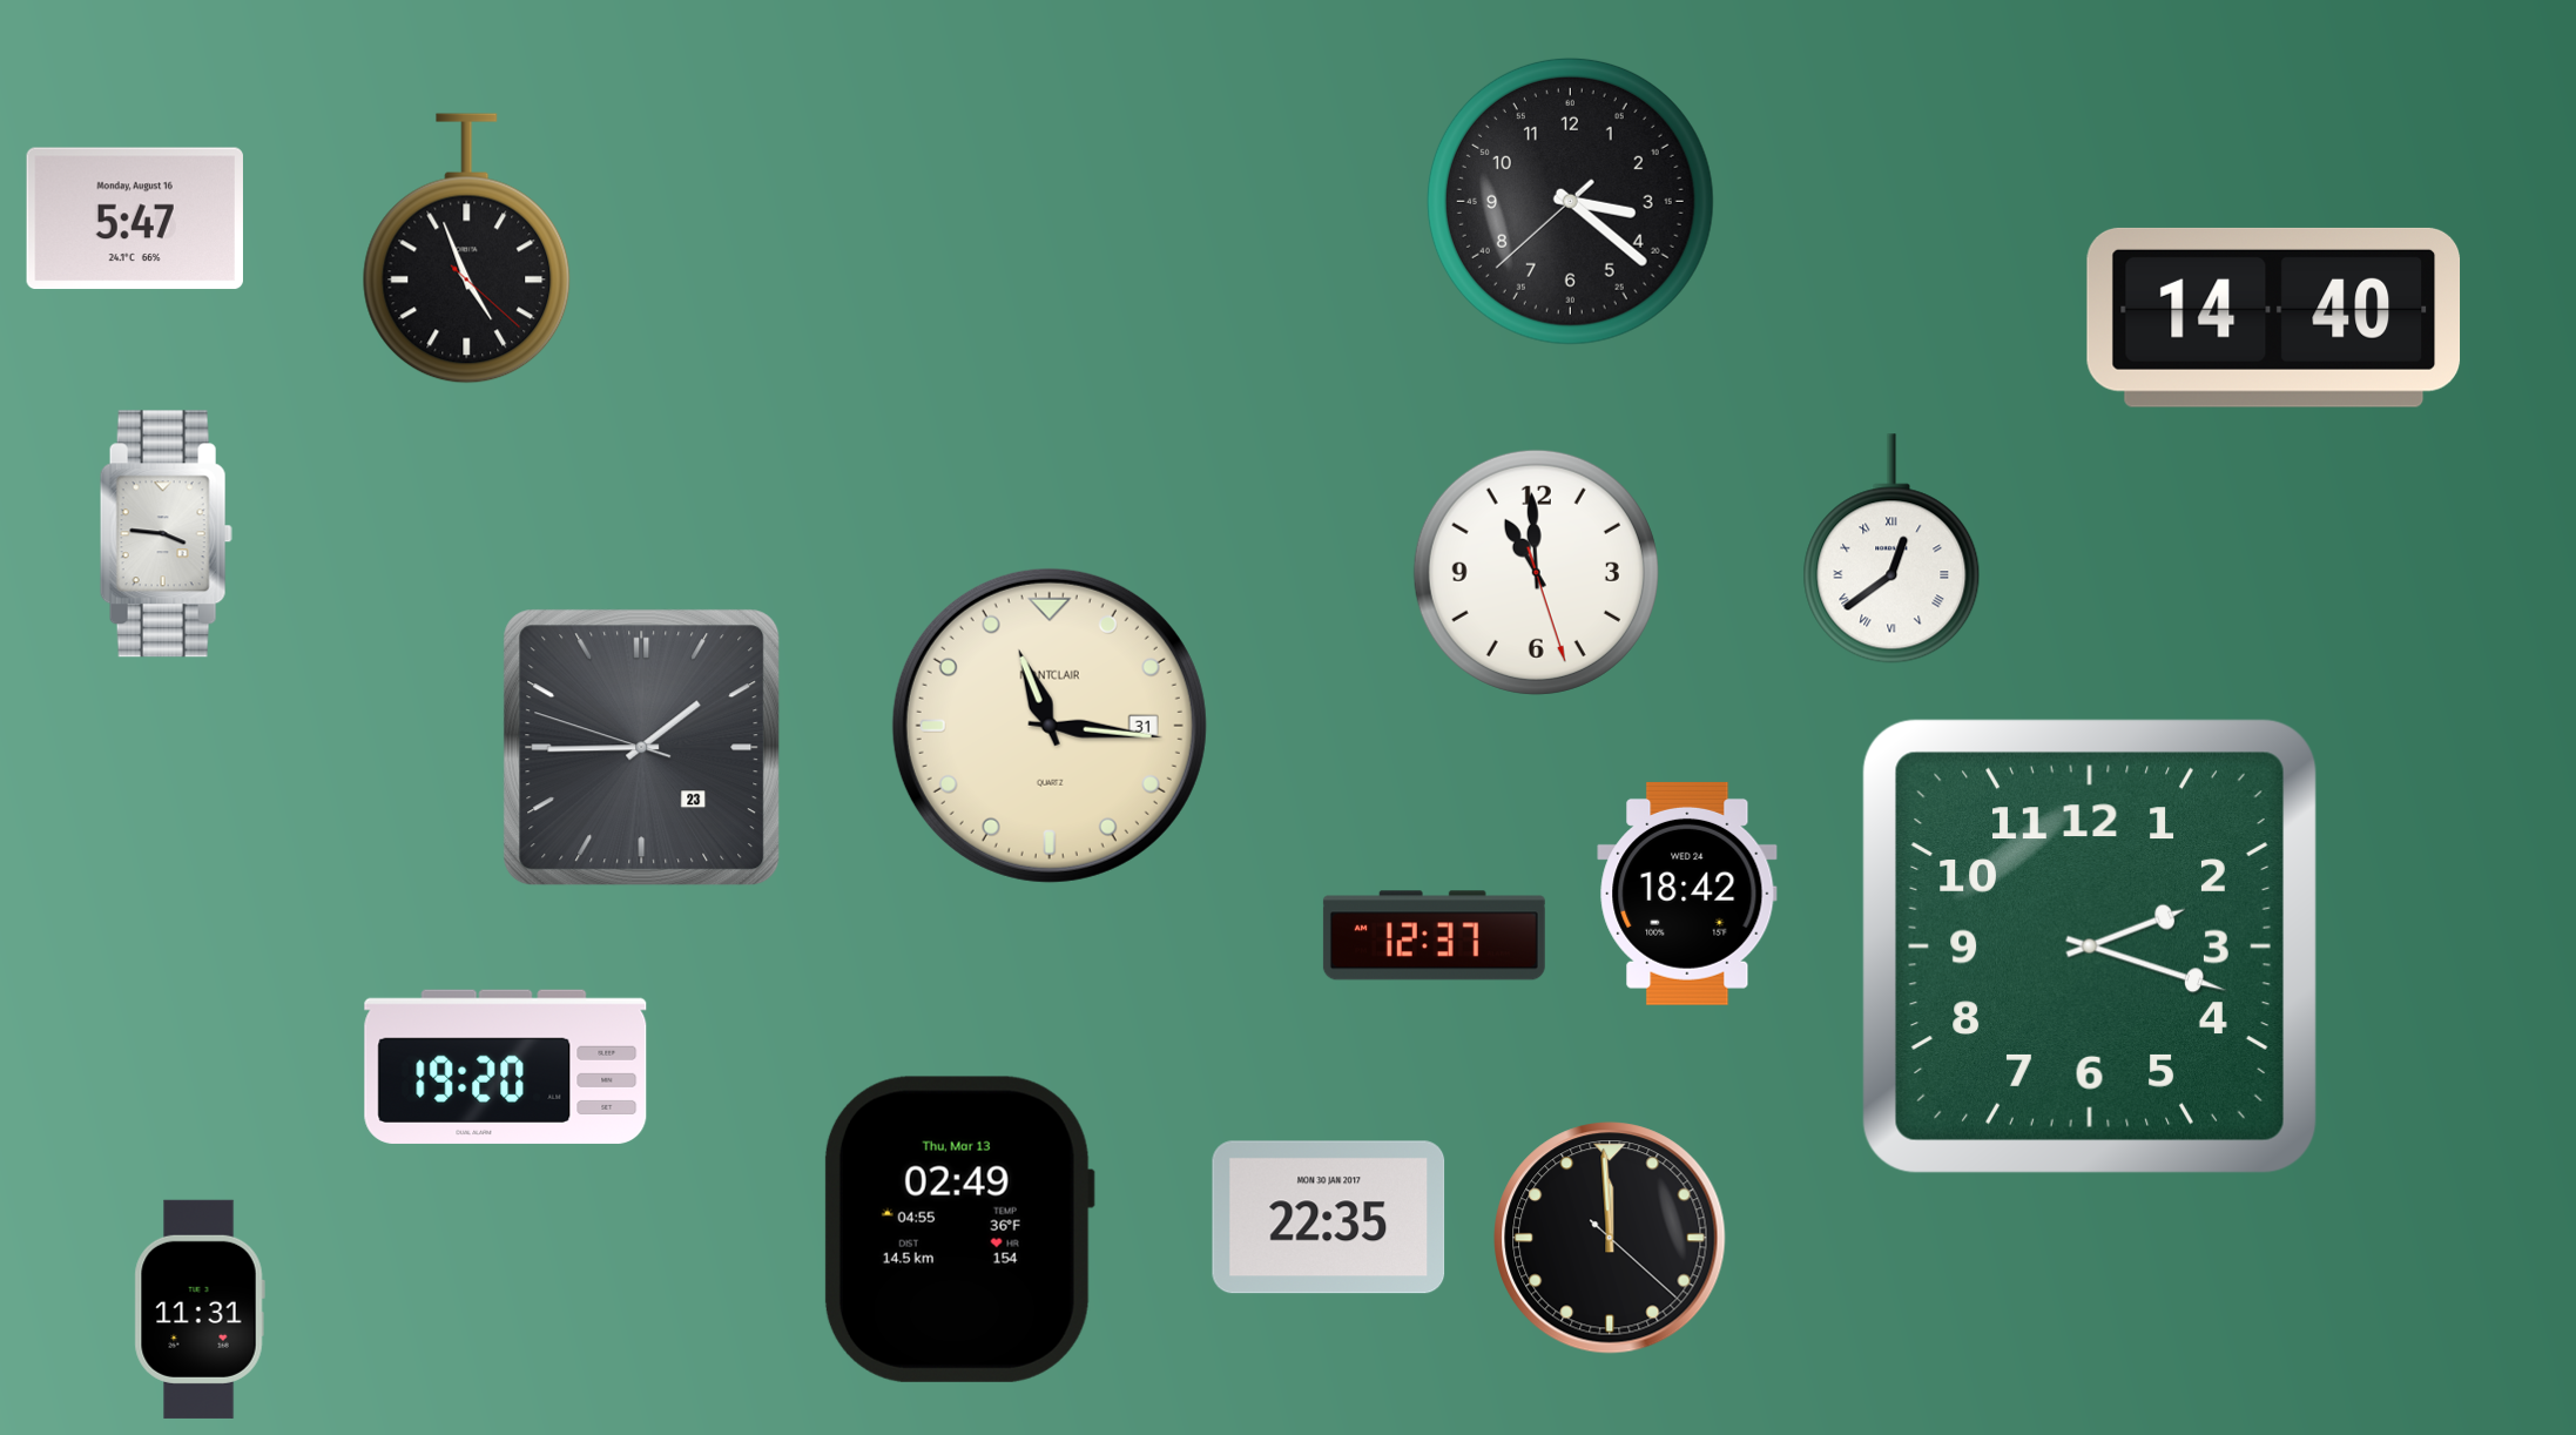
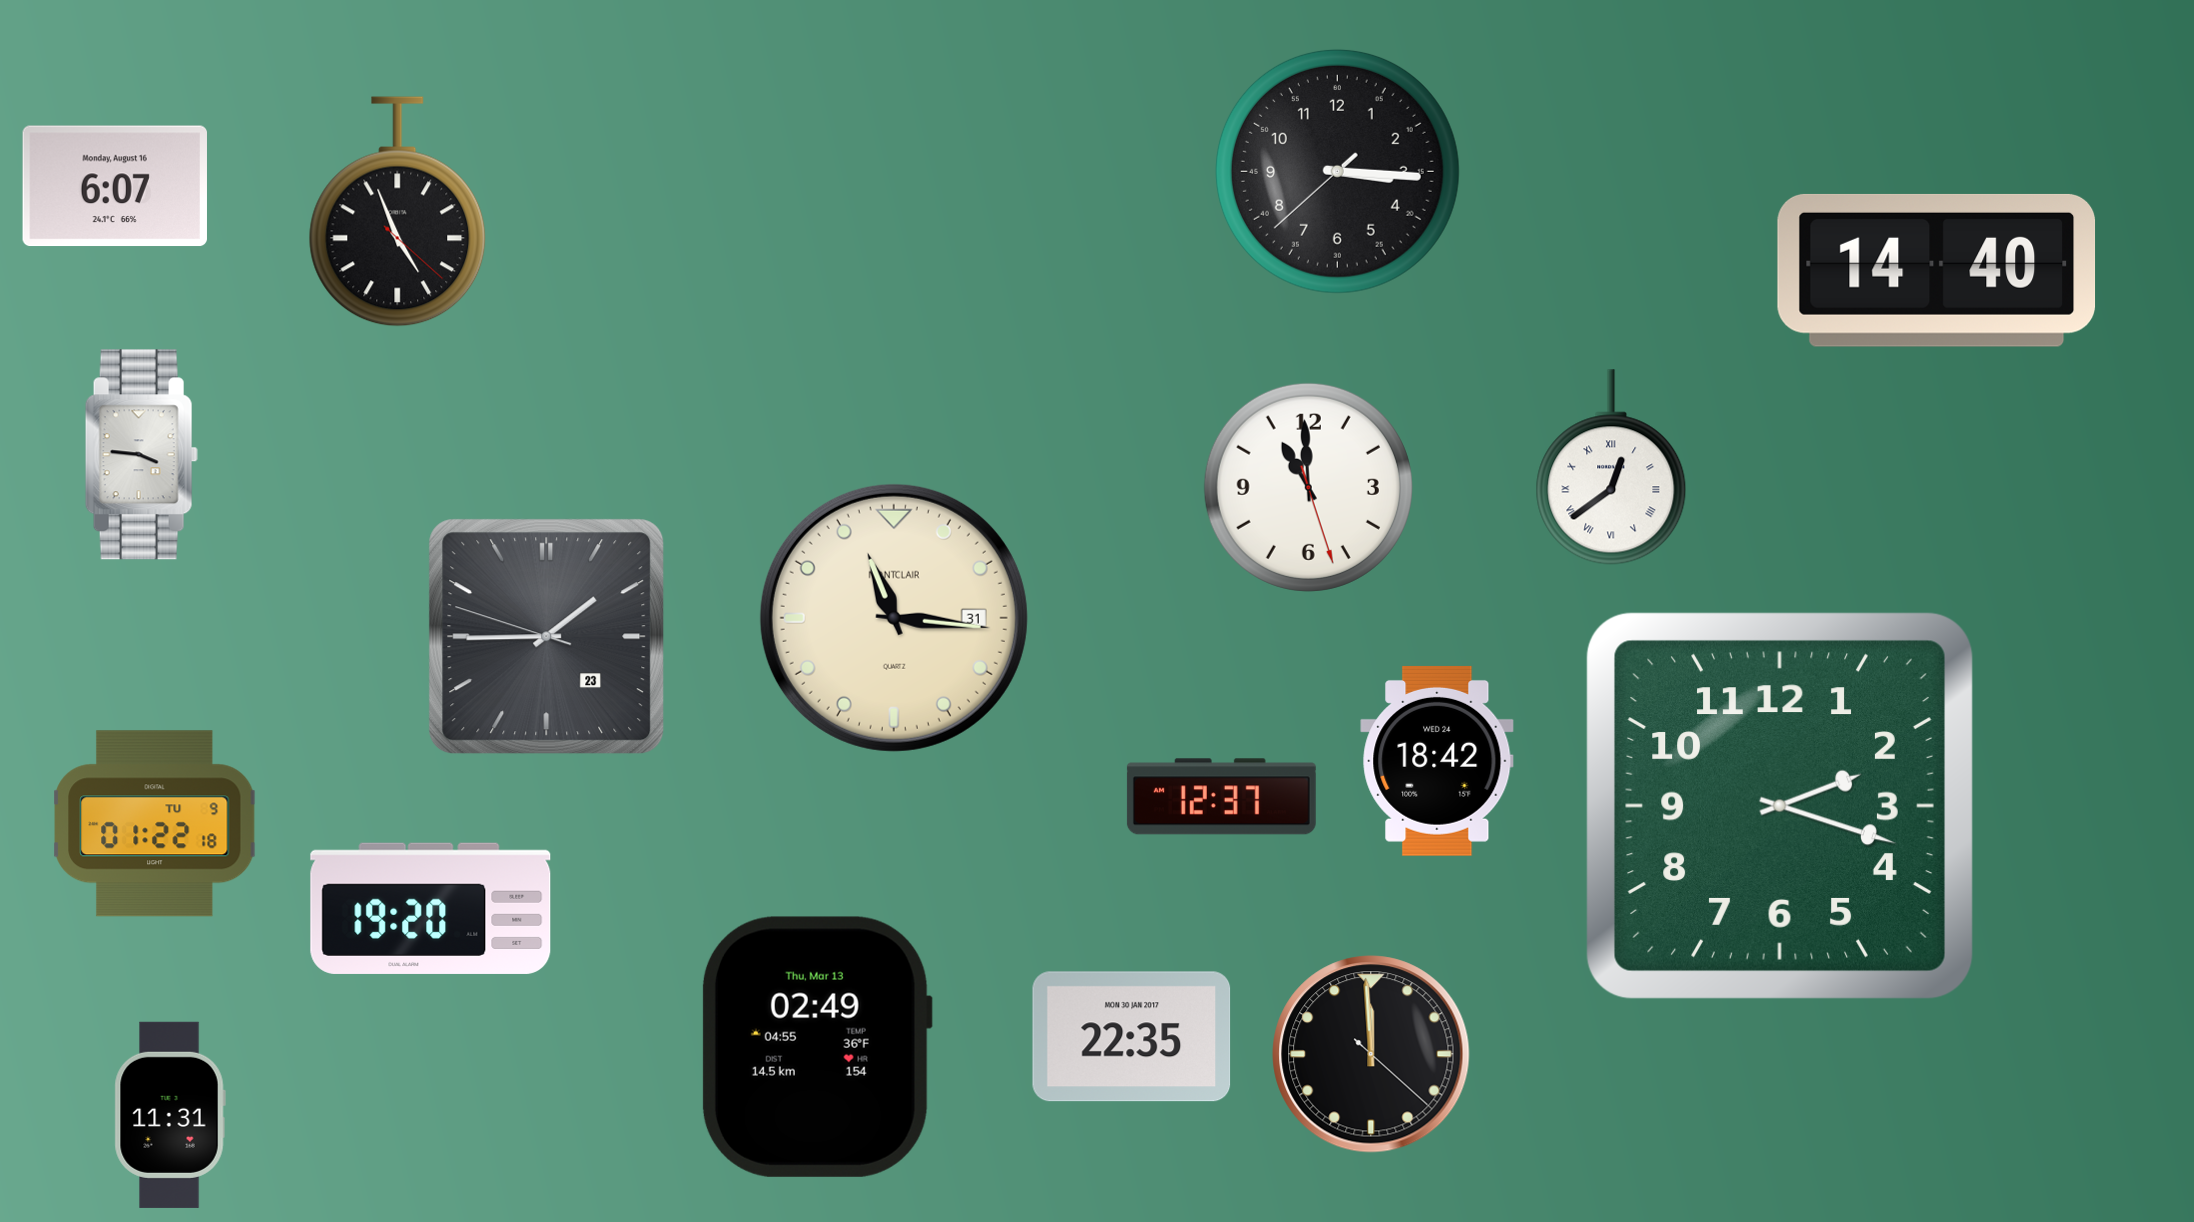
clock at (1570, 201): 3:21 -> 3:15
clock at (135, 218): 5:47 -> 6:07
clock at (155, 824): none -> 01:22
